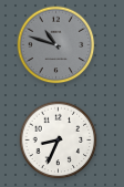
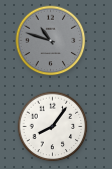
clock at (59, 141): 8:34 -> 8:06
